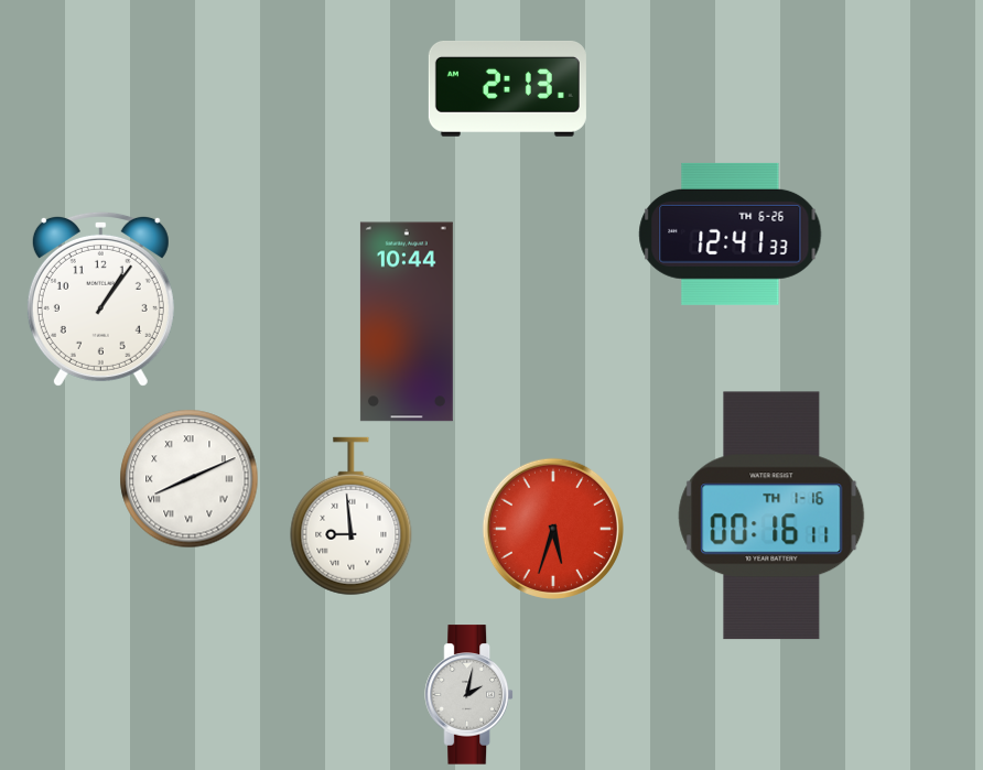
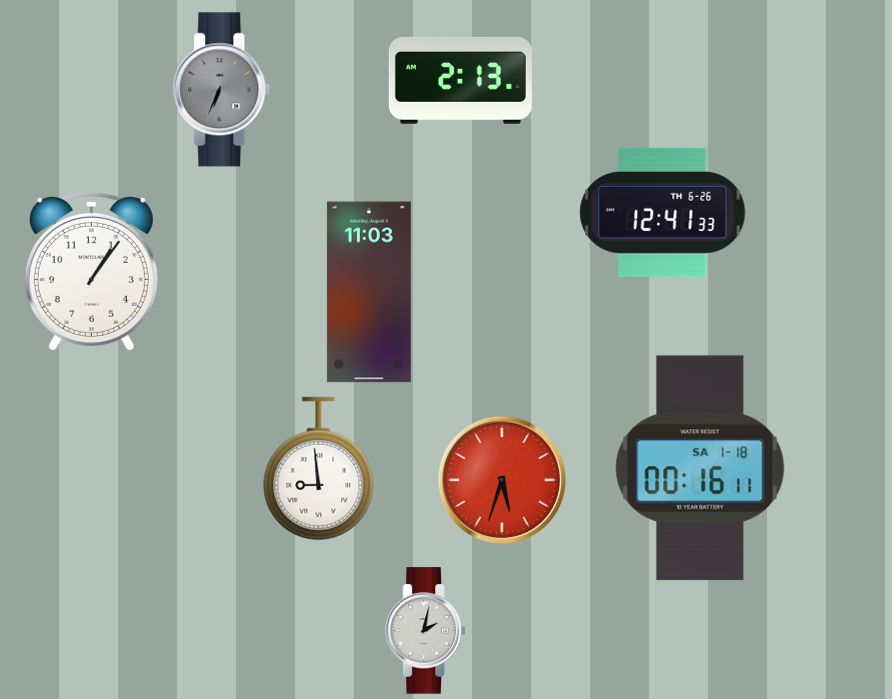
clock at (222, 90): none -> 6:34
clock at (407, 322): 10:44 -> 11:03
clock at (190, 479): 8:11 -> none
clock at (771, 516) date: TH 1-16 -> SA 1-18
